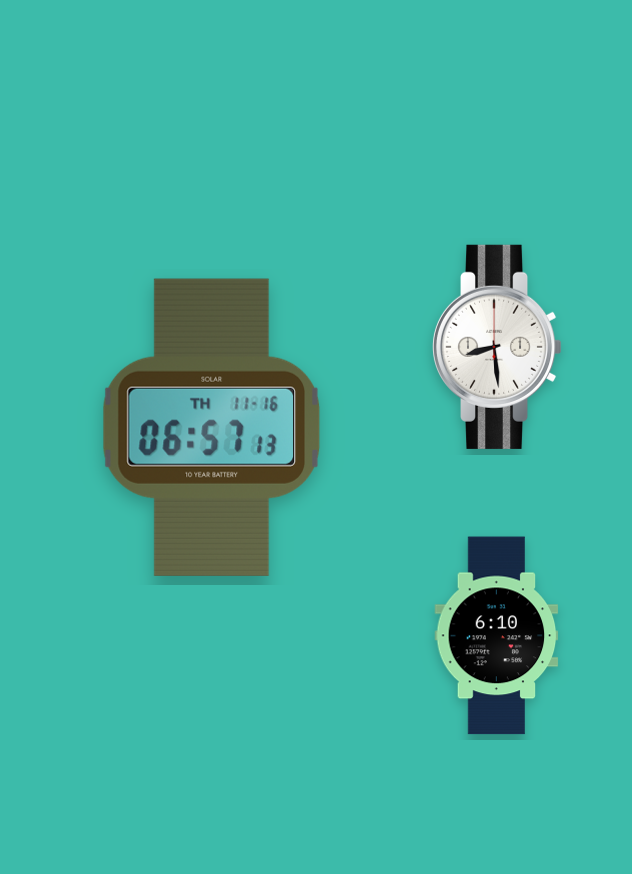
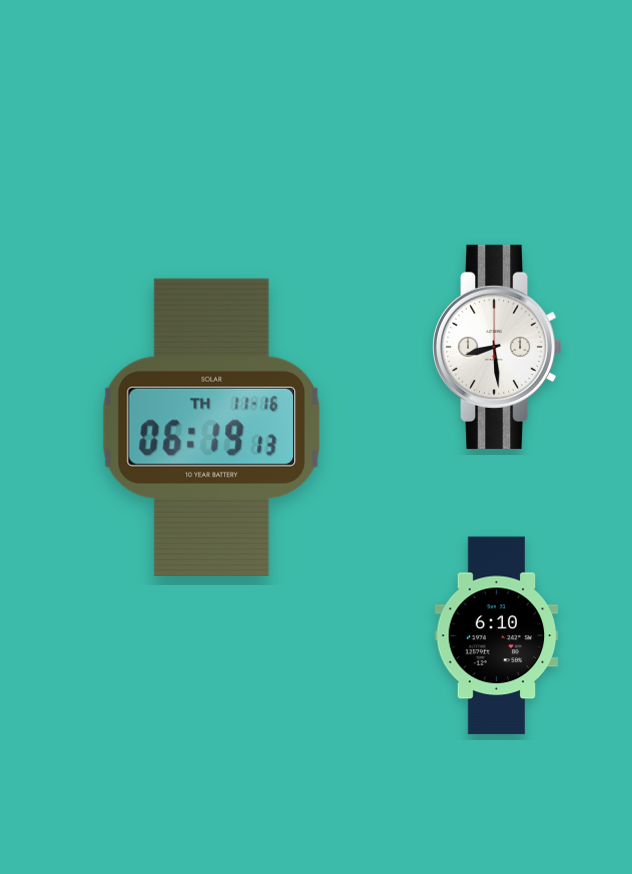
clock at (211, 427): 06:57 -> 06:19
